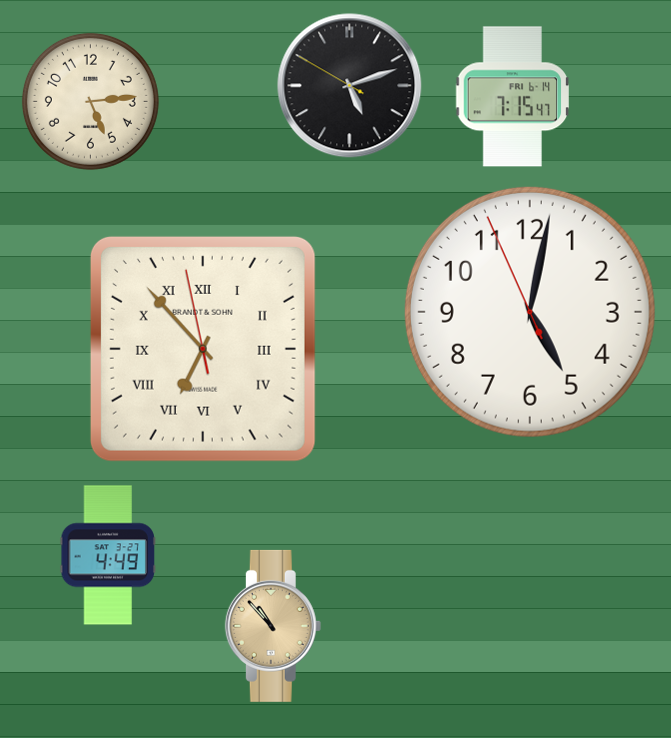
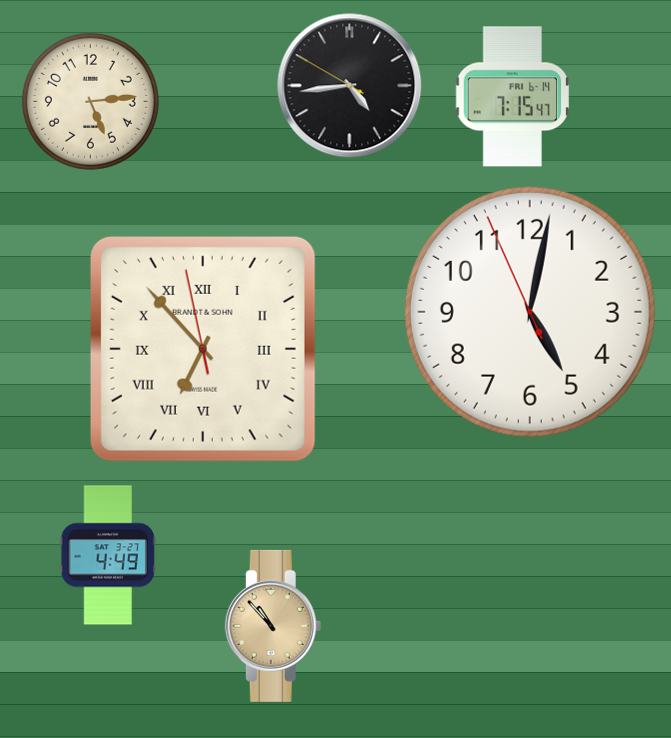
clock at (350, 86): 5:11 -> 4:43
